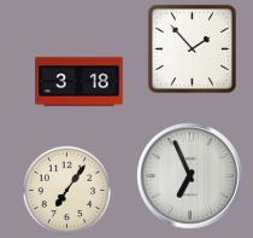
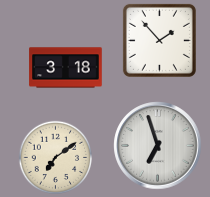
clock at (190, 176): 6:56 -> 6:57
clock at (67, 191): 7:06 -> 7:09
